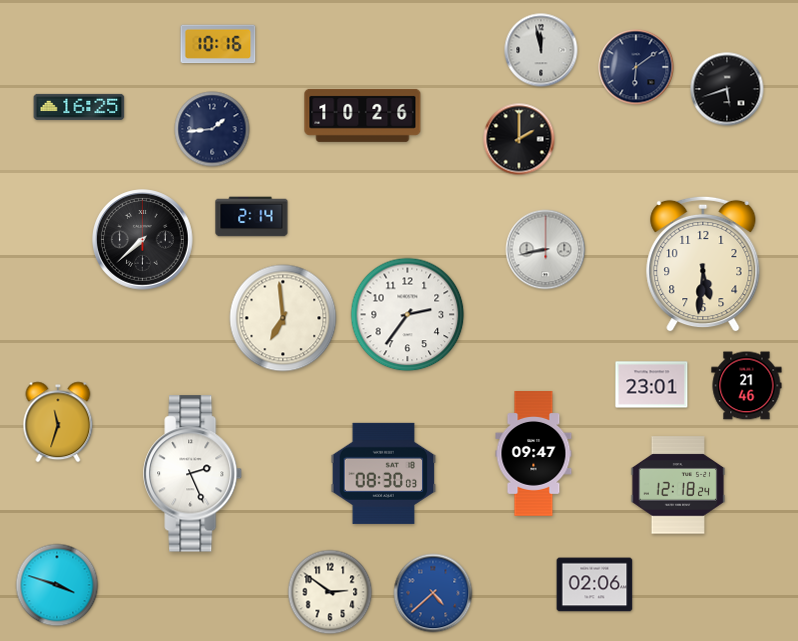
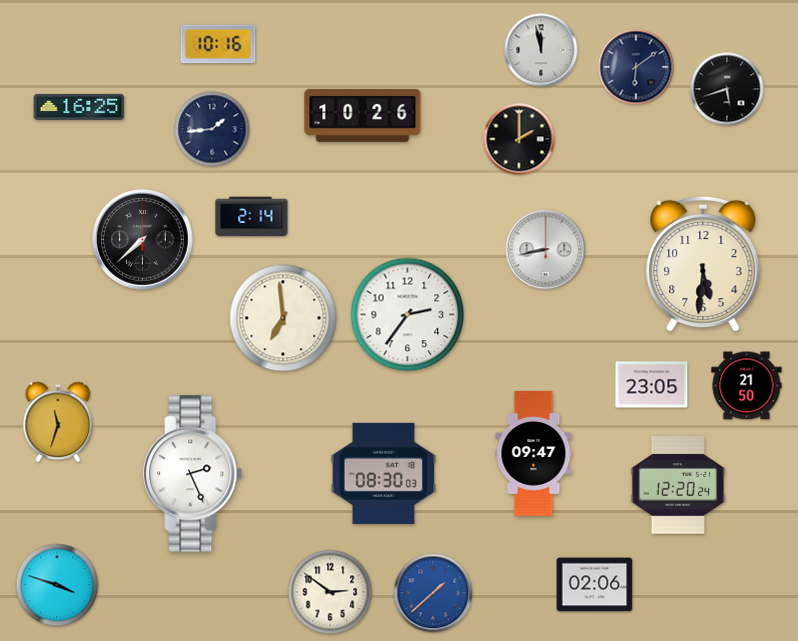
clock at (652, 385): 23:01 -> 23:05
clock at (747, 386): 21:46 -> 21:50
clock at (678, 485): 12:18 -> 12:20
clock at (433, 593): 4:38 -> 1:38
